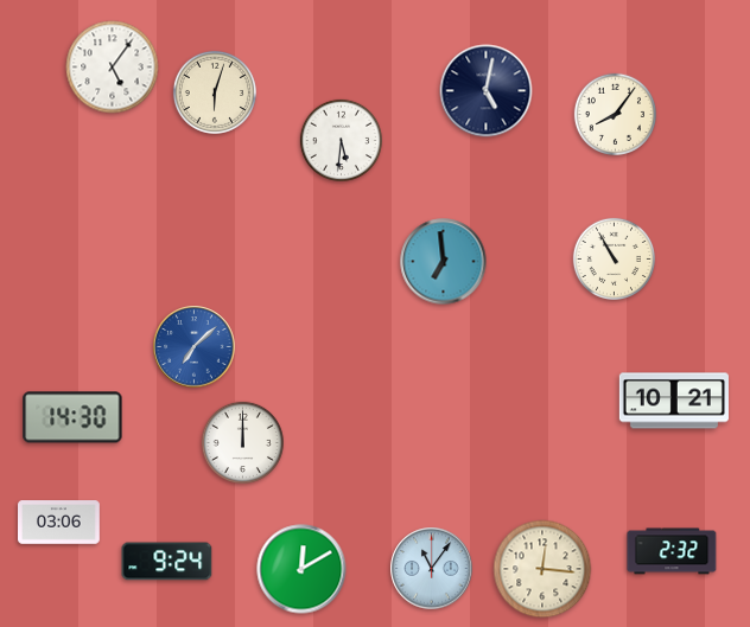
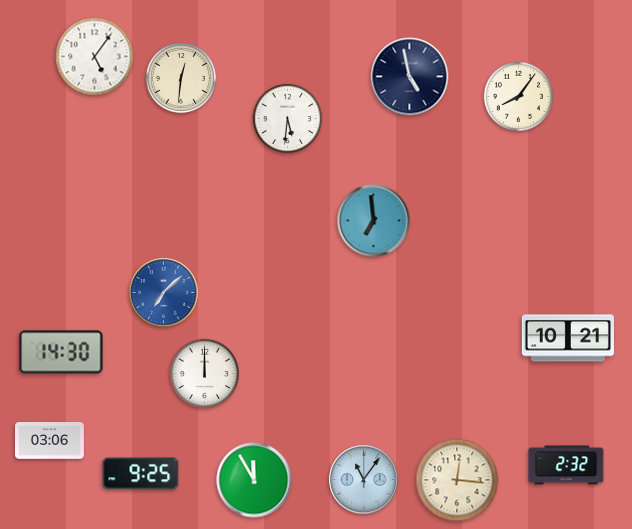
clock at (487, 91): 5:02 -> 4:58
clock at (215, 92): 6:03 -> 12:31
clock at (614, 258): 10:55 -> none
clock at (167, 562): 9:24 -> 9:25
clock at (301, 569): 12:10 -> 11:55
